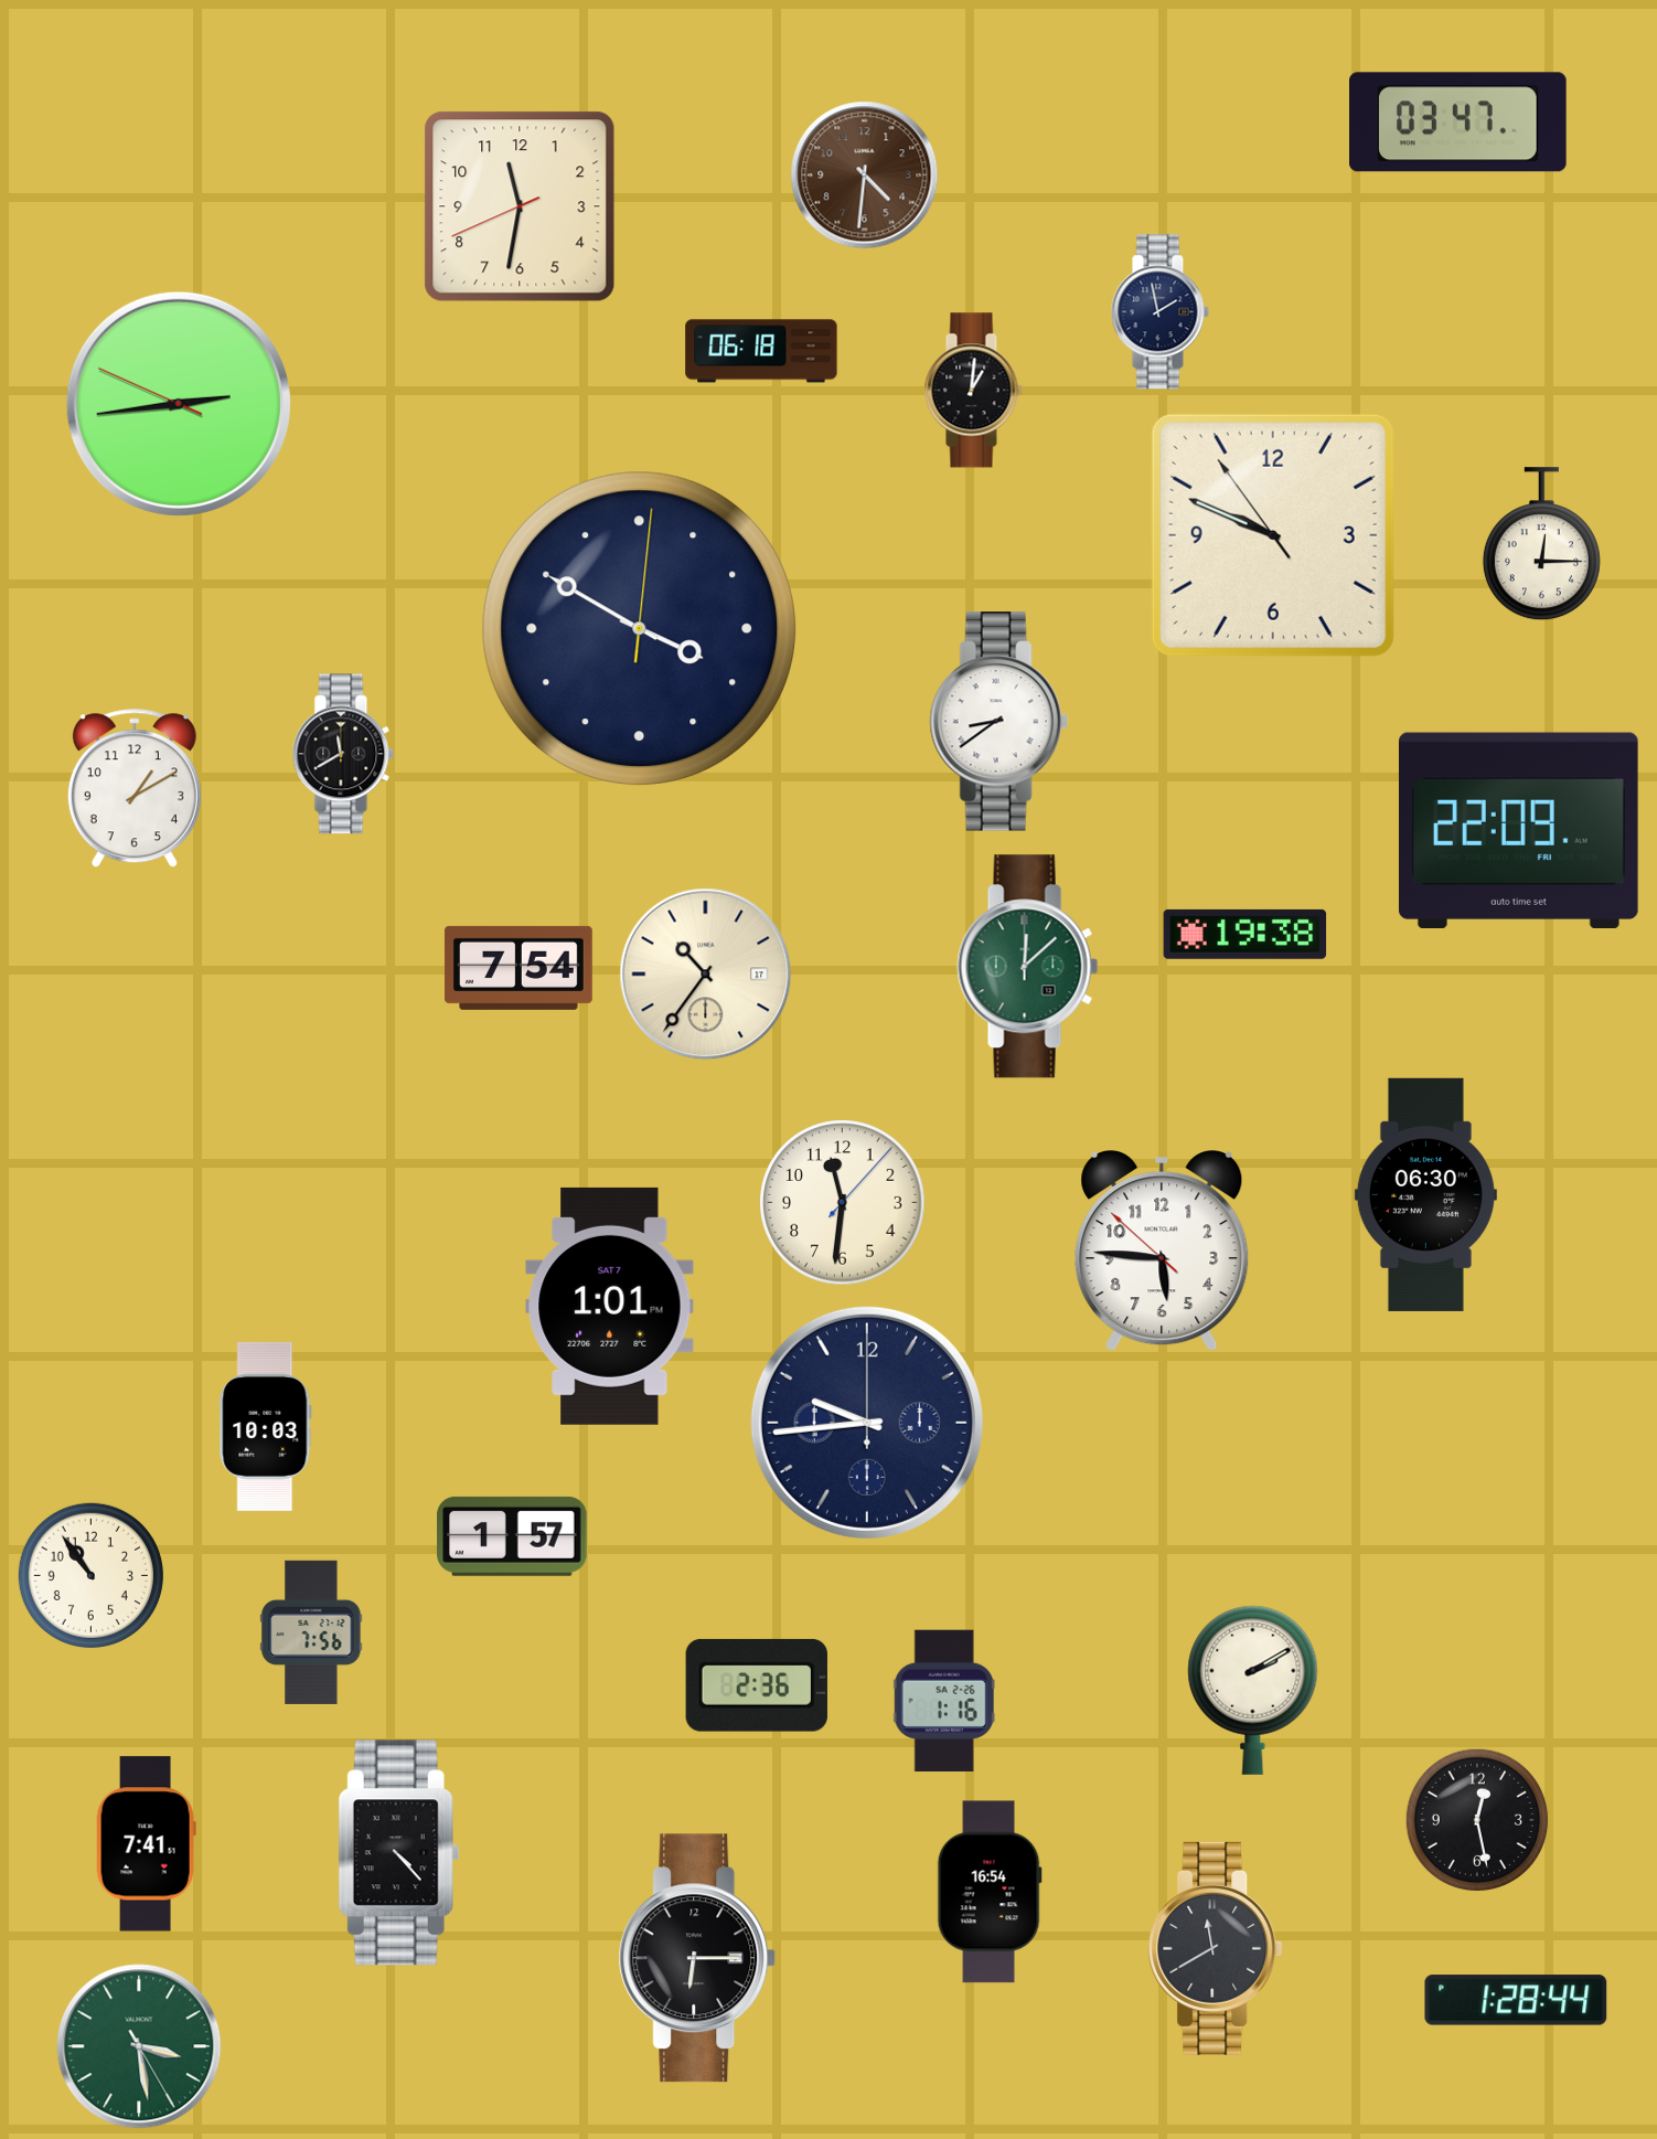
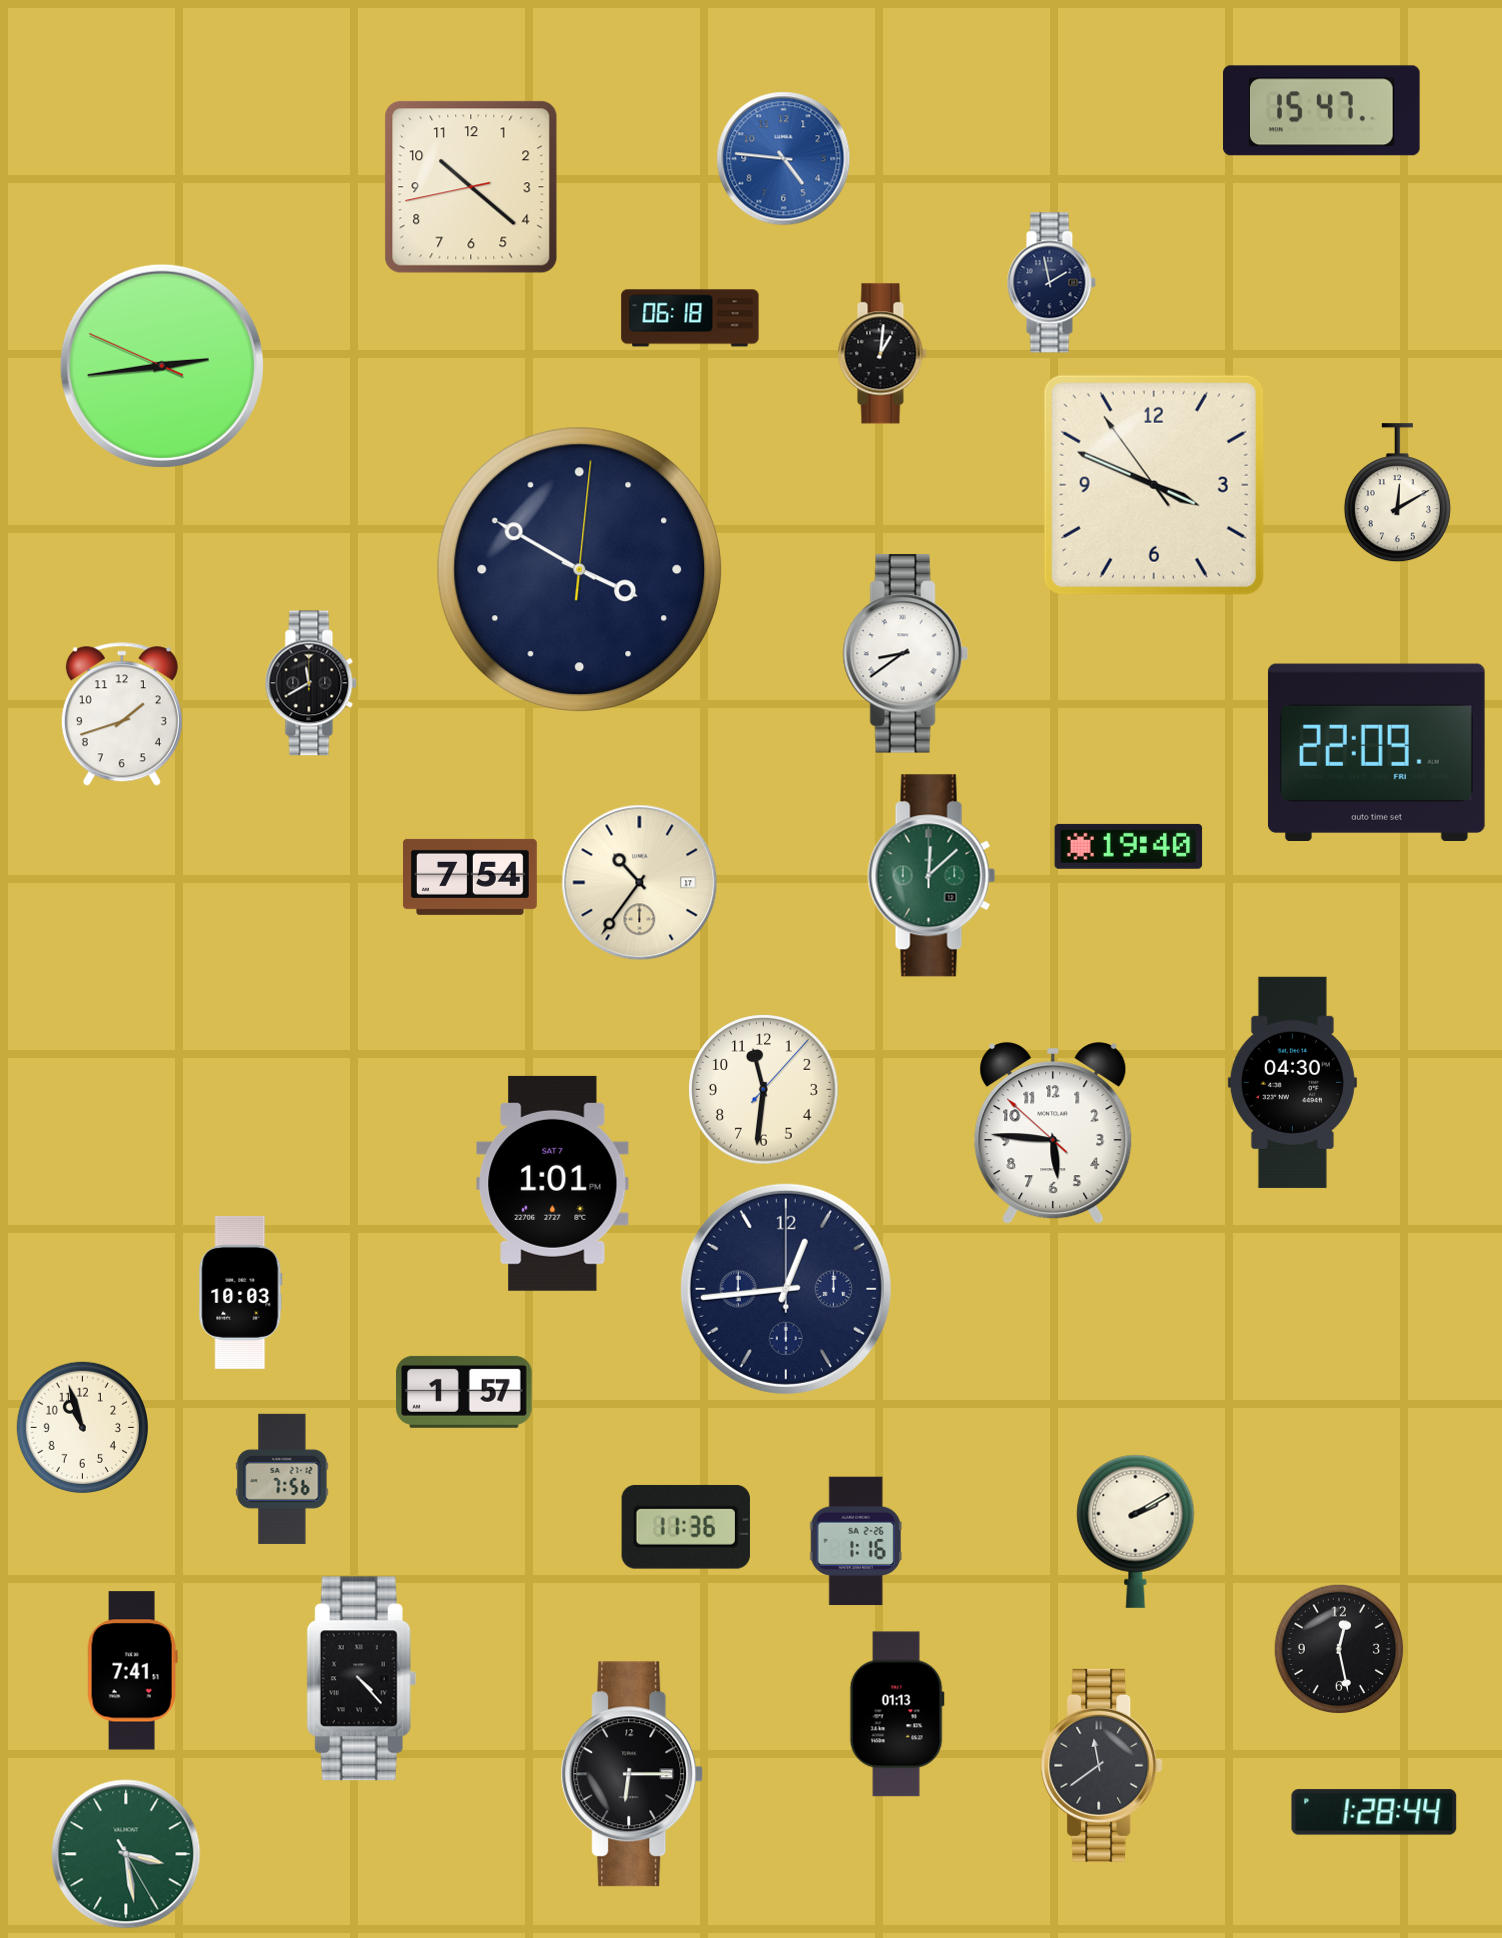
clock at (1458, 123): 03:47 -> 15:47
clock at (865, 175): 4:31 -> 4:46
clock at (865, 175) dial: brown -> blue
clock at (520, 206): 11:31 -> 10:21
clock at (1273, 535): 9:48 -> 3:48
clock at (1541, 544): 12:15 -> 12:10
clock at (135, 789): 1:10 -> 1:42
clock at (1246, 934): 19:38 -> 19:40
clock at (1425, 1194): 06:30 -> 04:30
clock at (867, 1423): 9:44 -> 12:44
clock at (90, 1575): 10:54 -> 10:57
clock at (757, 1685): 2:36 -> 11:36
clock at (990, 1892): 16:54 -> 01:13
clock at (1216, 1948): 11:40 -> 11:39
